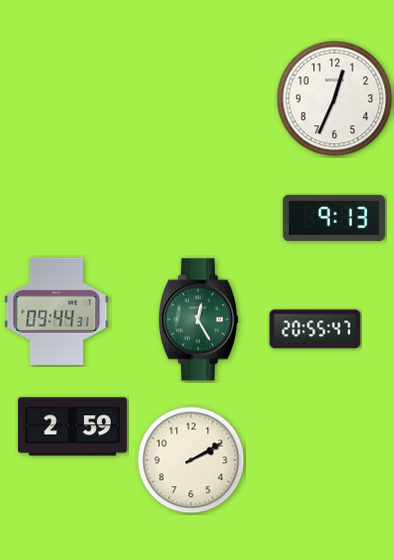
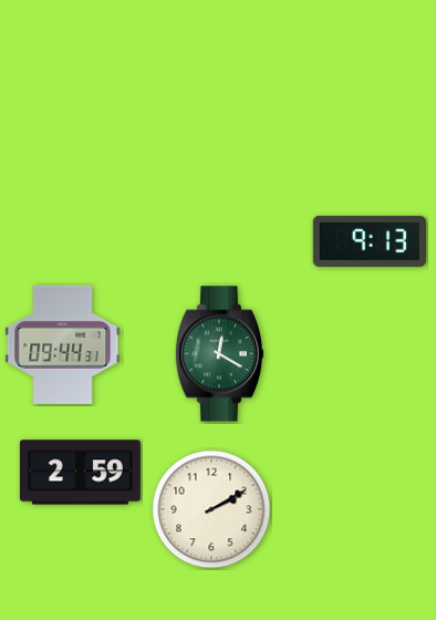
clock at (335, 99): 12:34 -> none
clock at (198, 320): 12:25 -> 12:20
clock at (315, 329): 20:55 -> none
